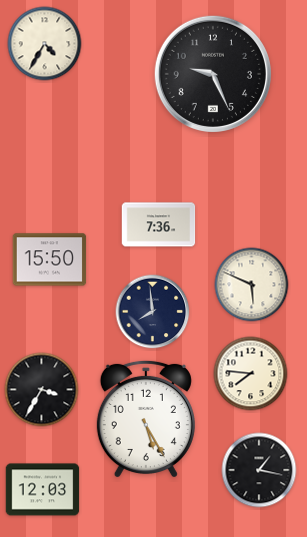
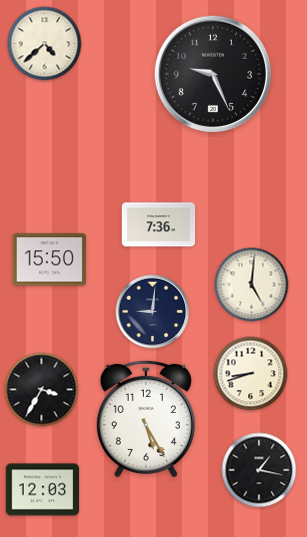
clock at (45, 44): 4:35 -> 4:38
clock at (252, 285): 5:49 -> 5:01
clock at (153, 312): 7:59 -> 9:01
clock at (251, 374): 7:46 -> 8:42
